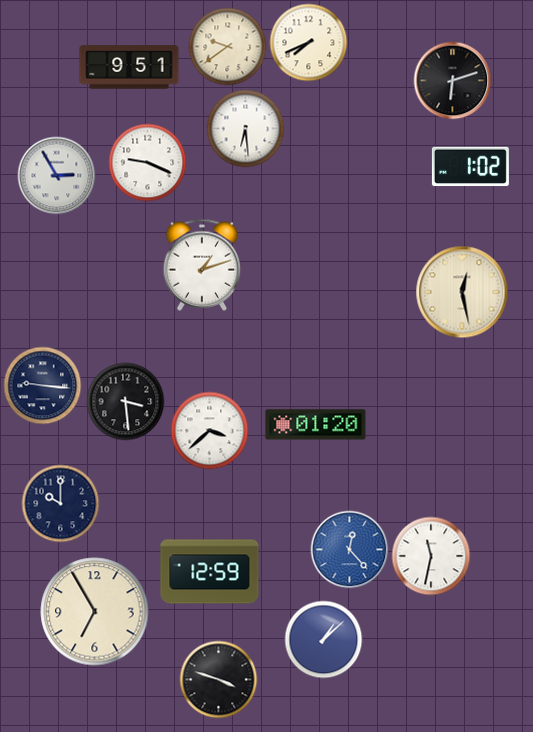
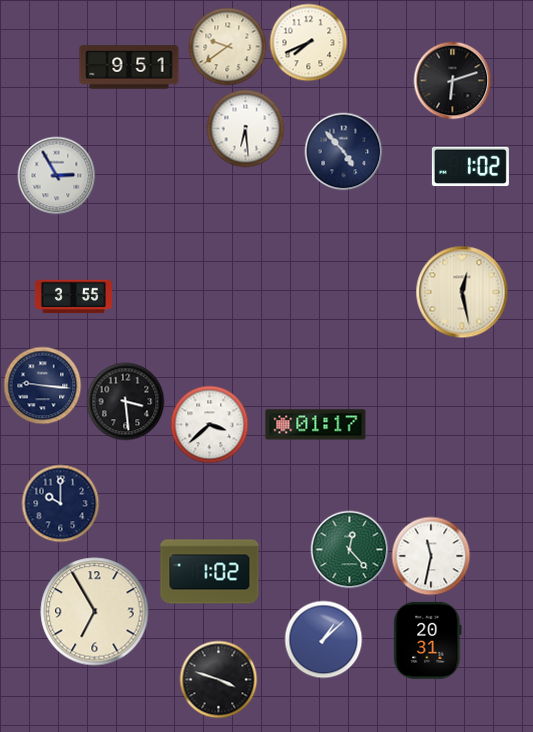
clock at (343, 151): none -> 4:53
clock at (147, 162): 9:19 -> none
clock at (202, 265): 1:12 -> none
clock at (73, 297): none -> 3:55
clock at (316, 425): 01:20 -> 01:17
clock at (209, 430) position: (209, 430) -> (209, 424)
clock at (349, 549) dial: blue -> green
clock at (210, 572): 12:59 -> 1:02
clock at (428, 640): none -> 20:31
